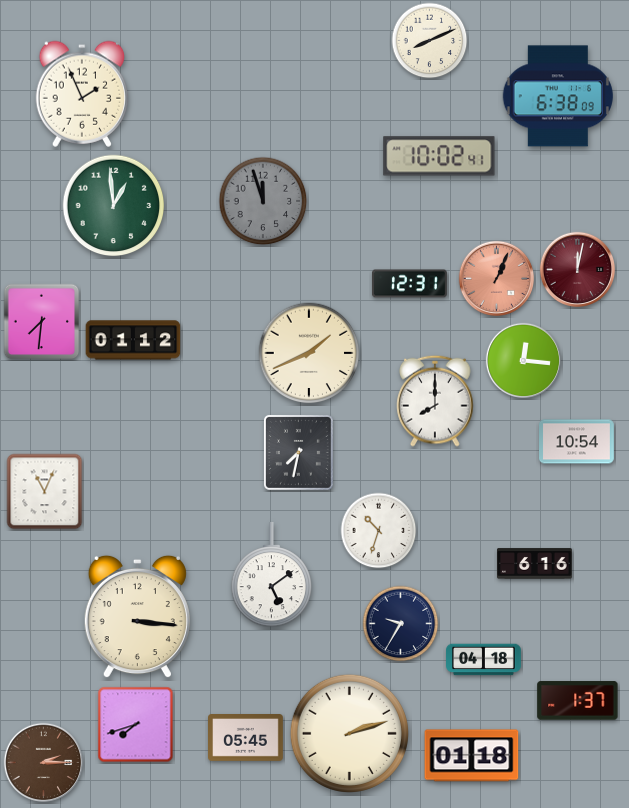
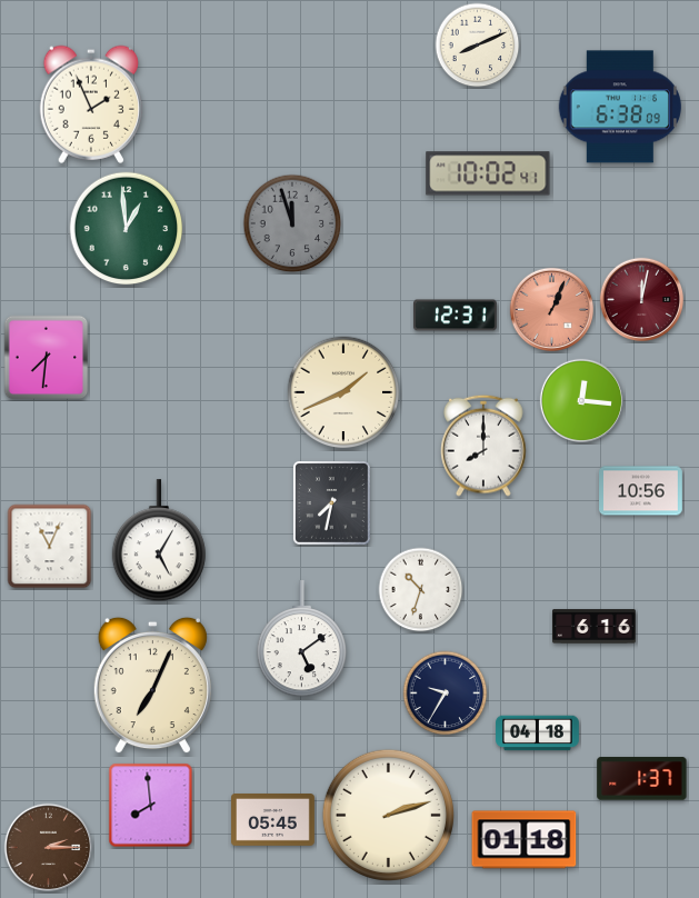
clock at (133, 340): 01:12 -> none
clock at (577, 442): 10:54 -> 10:56
clock at (159, 541): none -> 5:05
clock at (137, 617): 3:16 -> 7:04
clock at (136, 725): 7:42 -> 7:59
